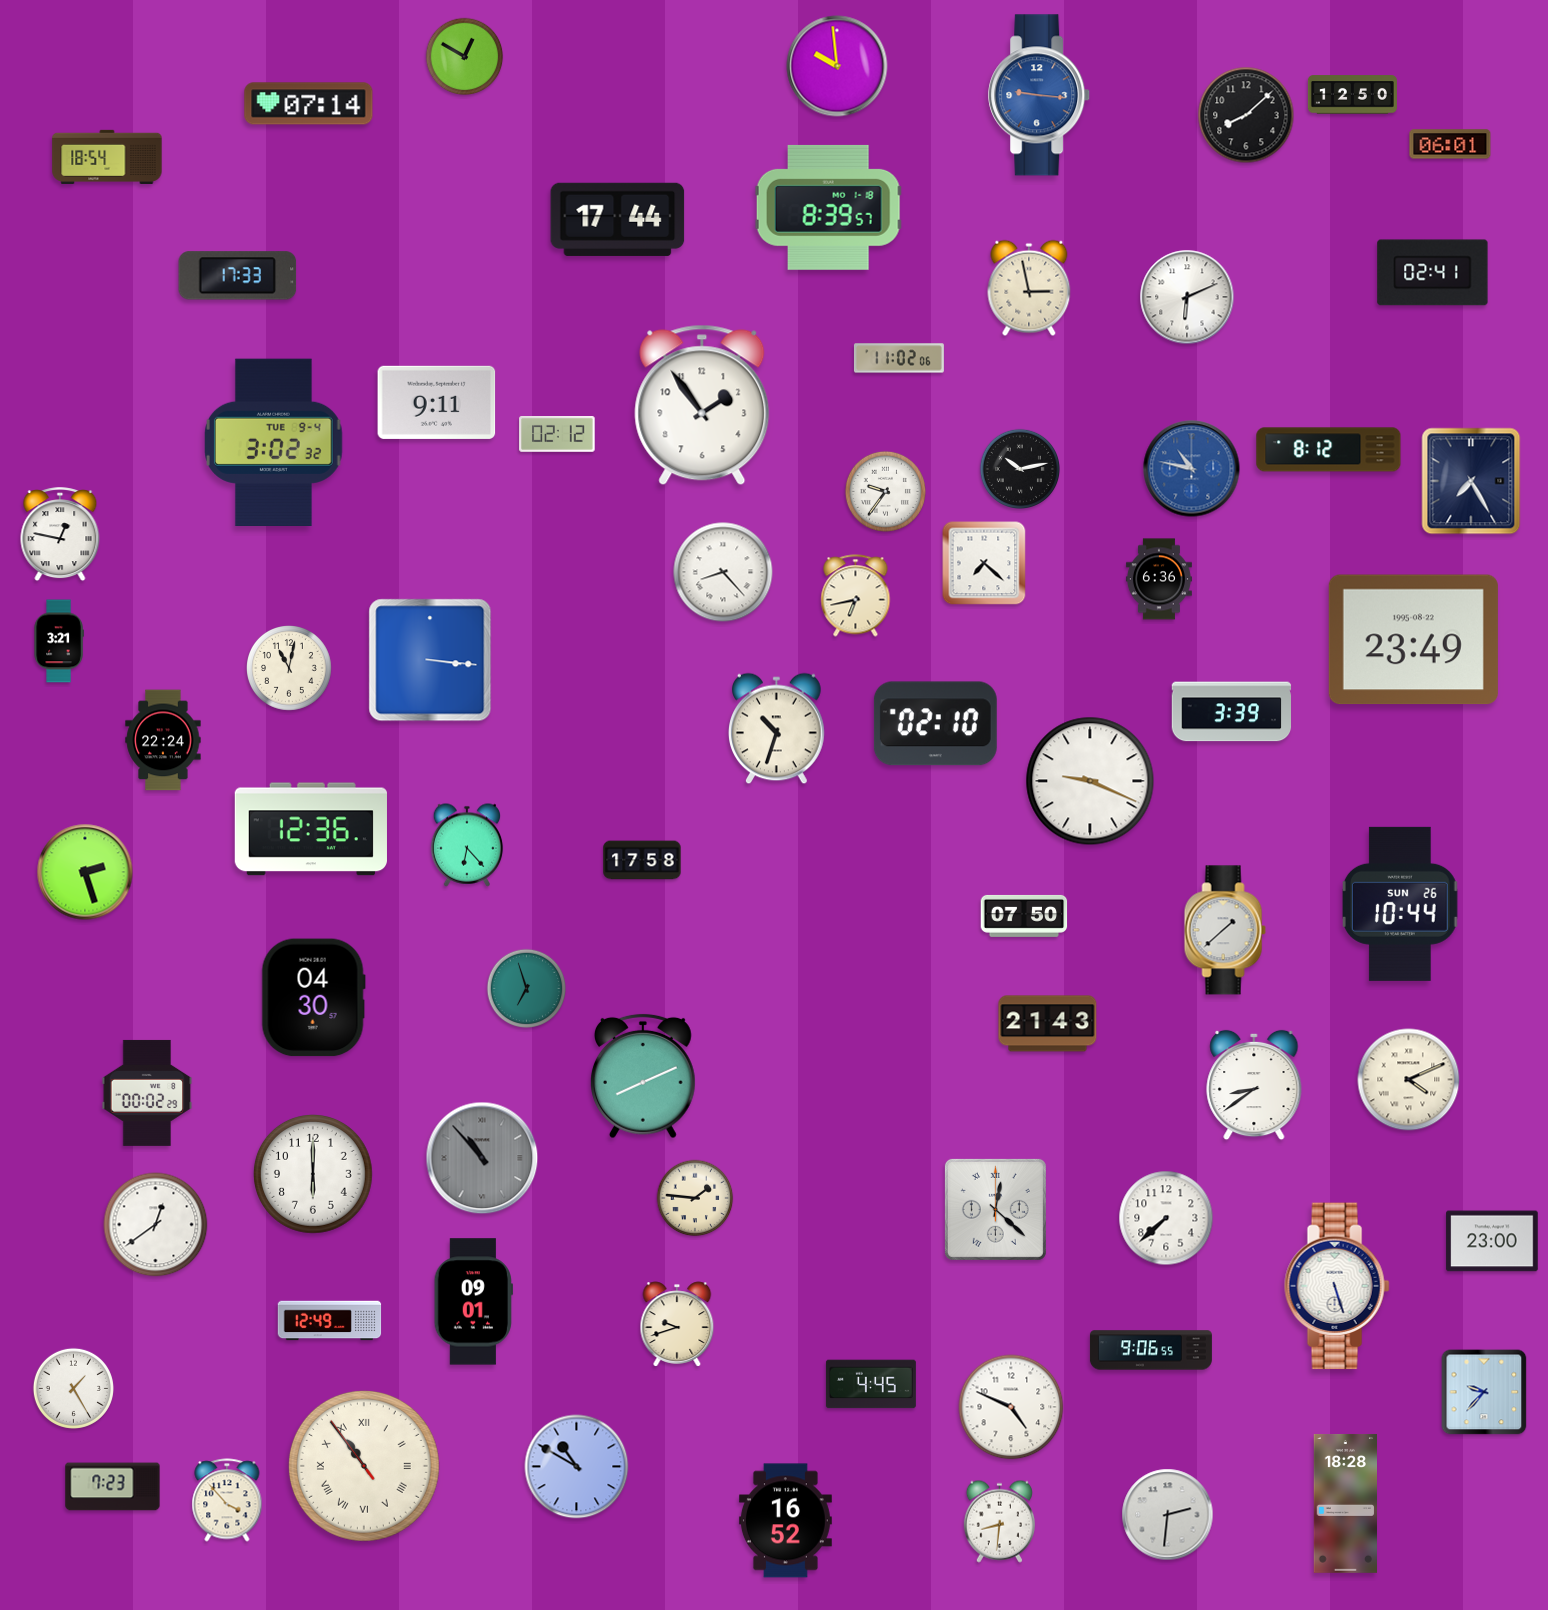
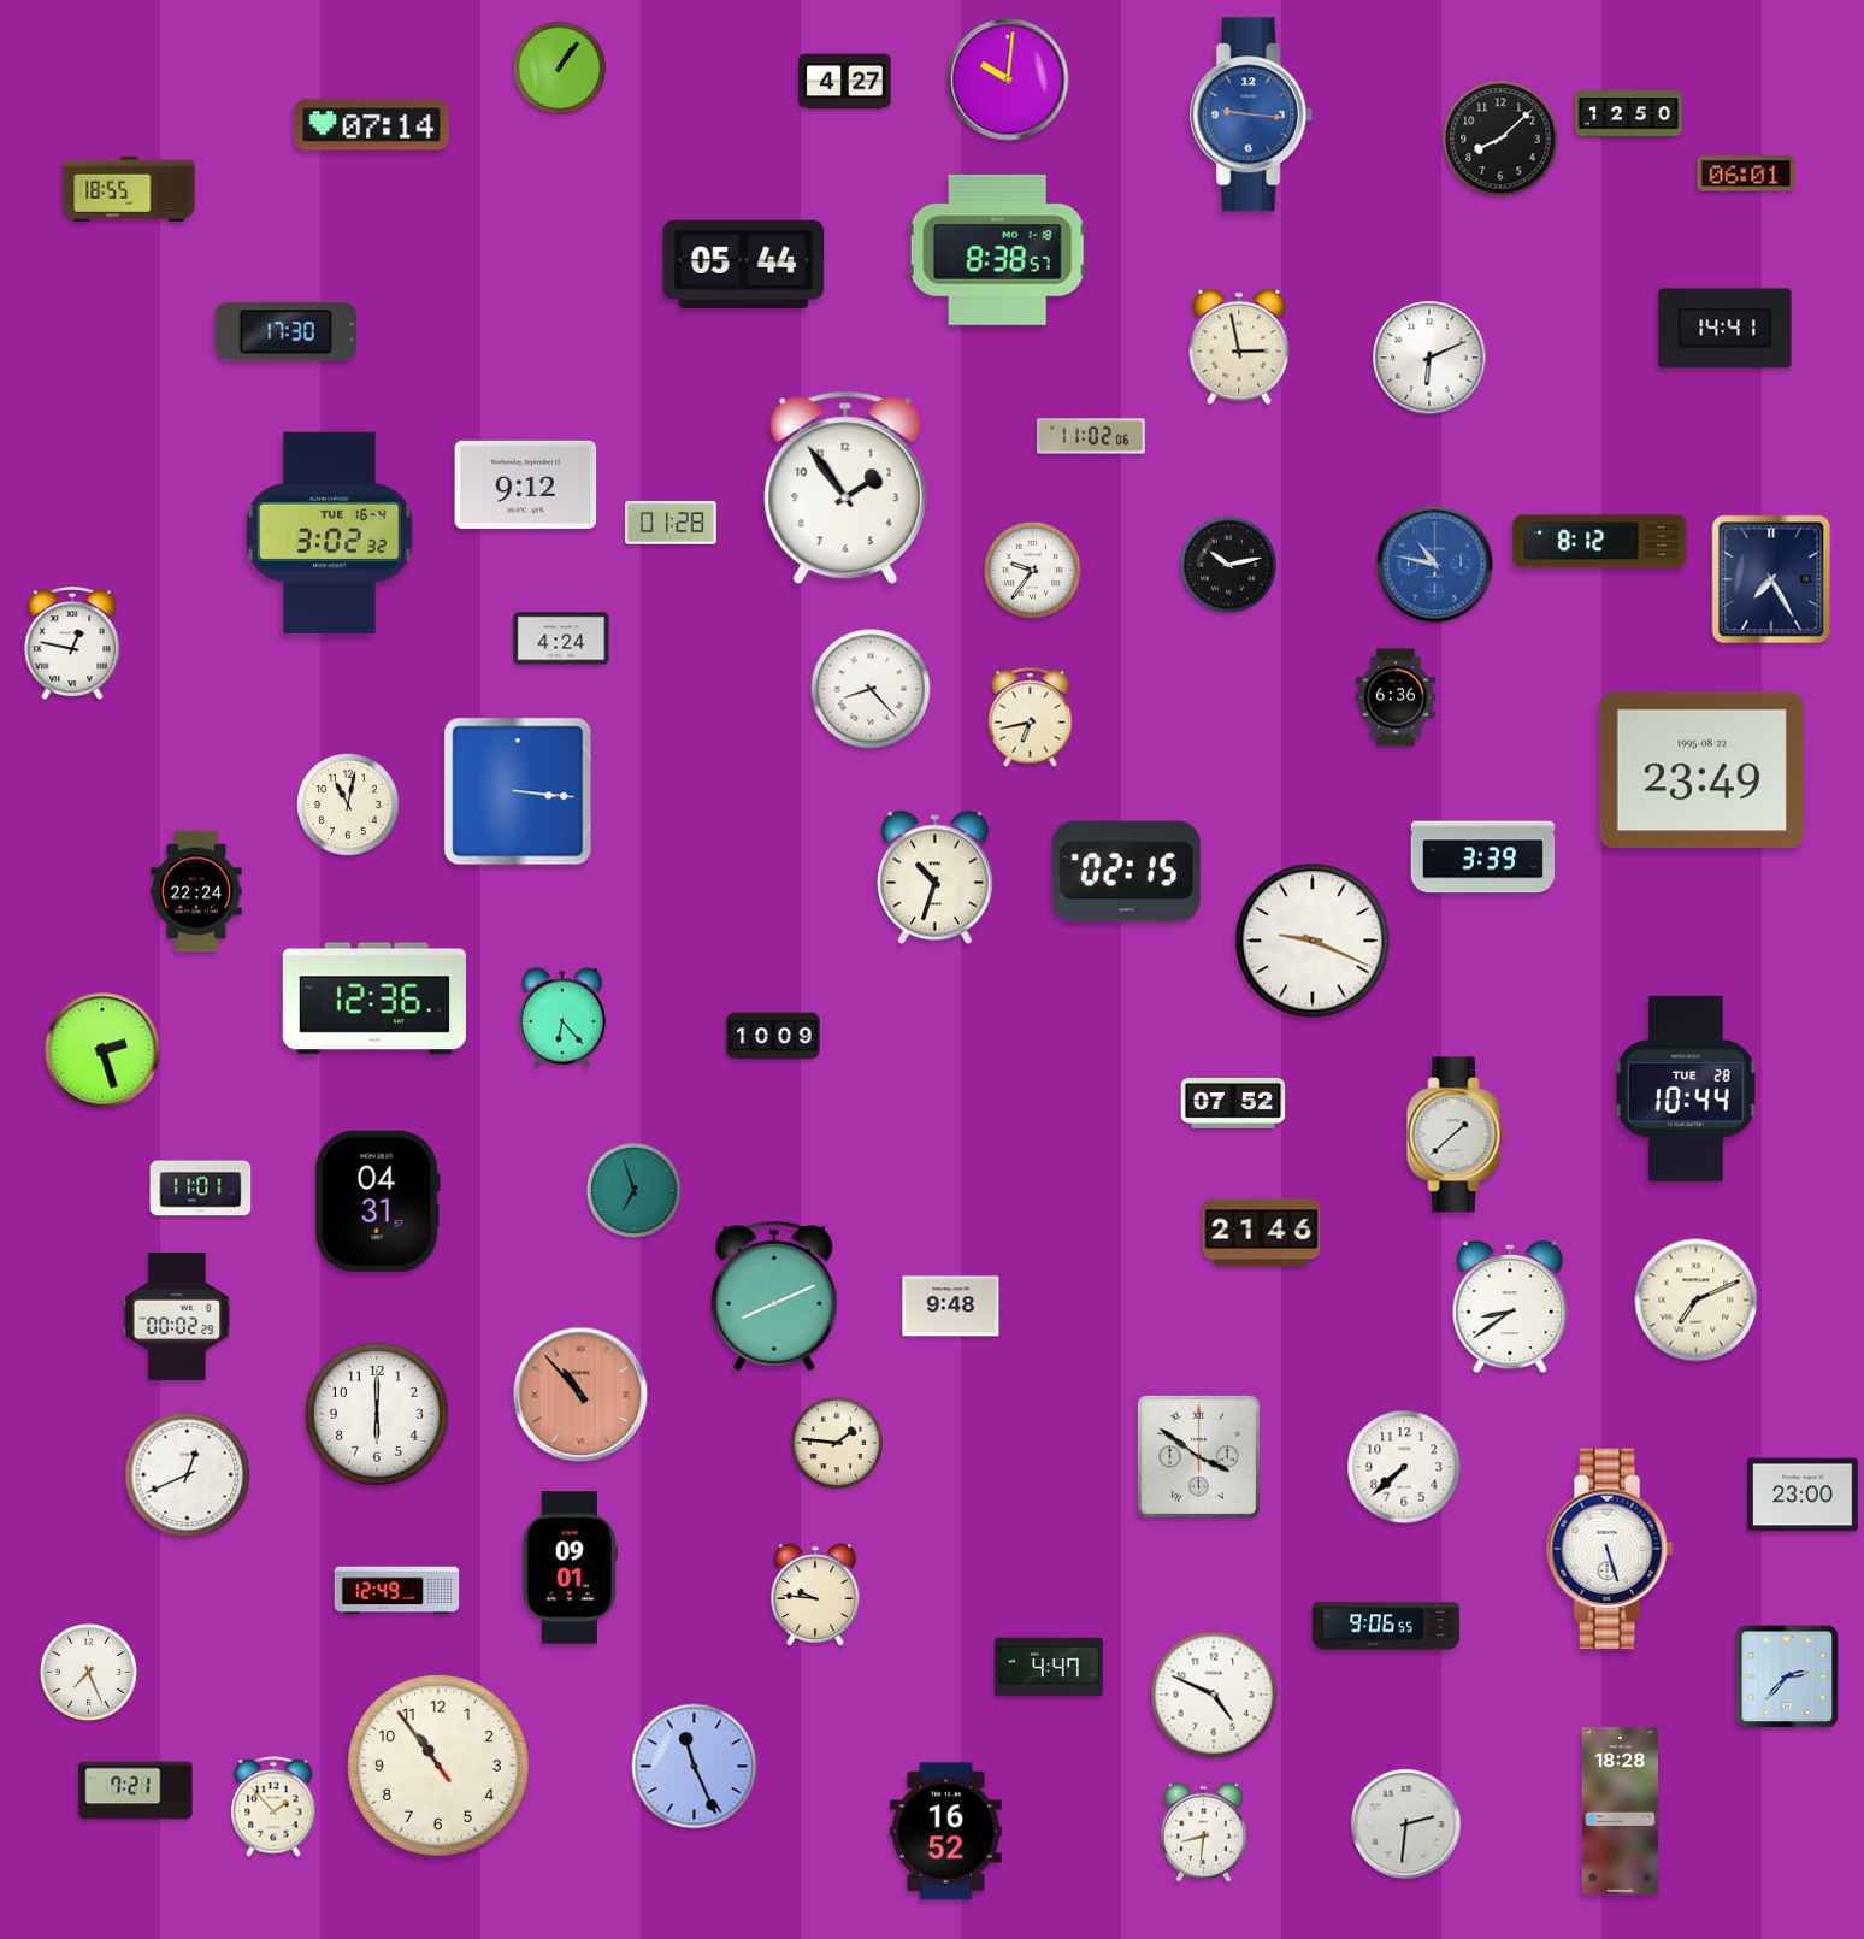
clock at (465, 57): 12:50 -> 1:06
clock at (837, 66): 9:59 -> 10:01
clock at (845, 82): none -> 4:27
clock at (107, 157): 18:54 -> 18:55
clock at (828, 207): 8:39 -> 8:38
clock at (618, 219): 17:44 -> 05:44
clock at (1433, 273): 02:41 -> 14:41
clock at (238, 276): 17:33 -> 17:30
clock at (899, 358) position: (899, 358) -> (1091, 436)
clock at (437, 402): 9:11 -> 9:12
clock at (557, 435): 02:12 -> 01:28
clock at (274, 442) date: TUE 9-4 -> TUE 16-4
clock at (885, 491) position: (885, 491) -> (1032, 570)
clock at (561, 638): none -> 4:24
clock at (984, 563): 7:22 -> none
clock at (59, 641): 3:21 -> none
clock at (430, 660) position: (430, 660) -> (518, 791)
clock at (935, 724): 02:10 -> 02:15
clock at (642, 860): 17:58 -> 10:09
clock at (1400, 904) date: SUN 26 -> TUE 28
clock at (1024, 916): 07:50 -> 07:52
clock at (1225, 930) position: (1225, 930) -> (1456, 1134)
clock at (201, 1189): none -> 11:01
clock at (313, 998): 04:30 -> 04:31
clock at (1048, 1024): 21:43 -> 21:46
clock at (1409, 1080): 4:11 -> 7:11
clock at (951, 1307): none -> 9:48
clock at (482, 1158) dial: grey -> salmon
clock at (995, 1209): 12:22 -> 3:51
clock at (156, 1225): 12:39 -> 12:41
clock at (1492, 1241) position: (1492, 1241) -> (1803, 1495)
clock at (677, 1324): 9:42 -> 9:46
clock at (871, 1384): 4:45 -> 4:47
clock at (73, 1388): 1:25 -> 7:26
clock at (1484, 1392): 9:37 -> 2:37
clock at (1011, 1407) position: (1011, 1407) -> (1214, 1695)
clock at (364, 1466) numerals: Roman -> Arabic
clock at (577, 1467): 10:50 -> 11:26
clock at (113, 1487): 7:23 -> 7:21
clock at (227, 1500): 3:53 -> 1:53
